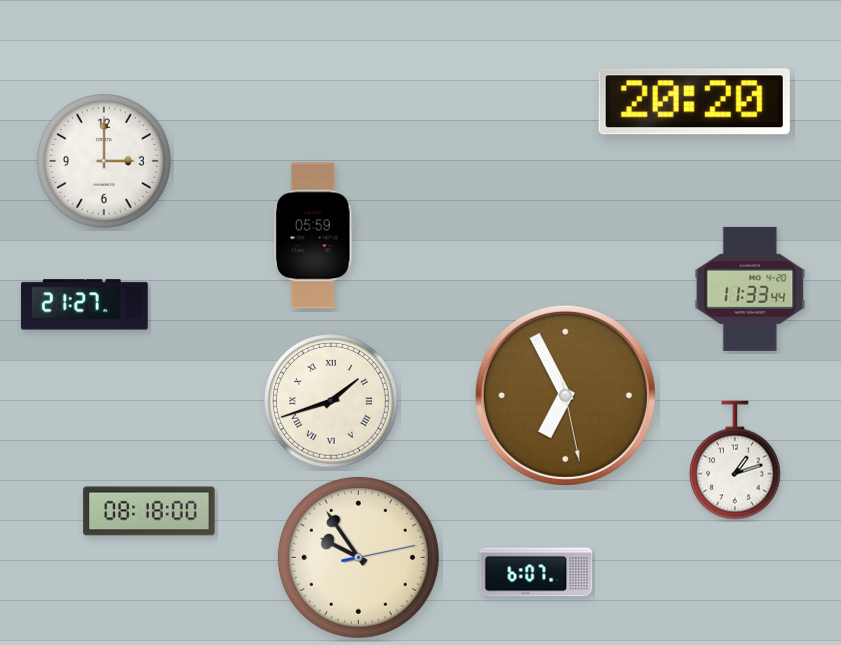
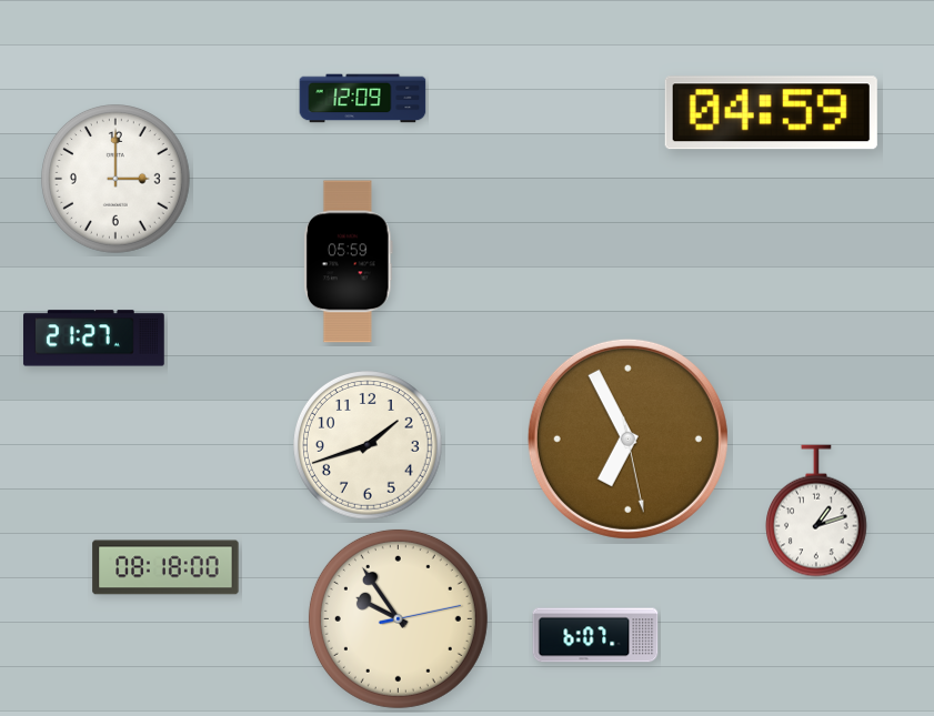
clock at (363, 99): none -> 12:09
clock at (694, 102): 20:20 -> 04:59
clock at (750, 289): 11:33 -> none
clock at (332, 402) numerals: Roman -> Arabic
